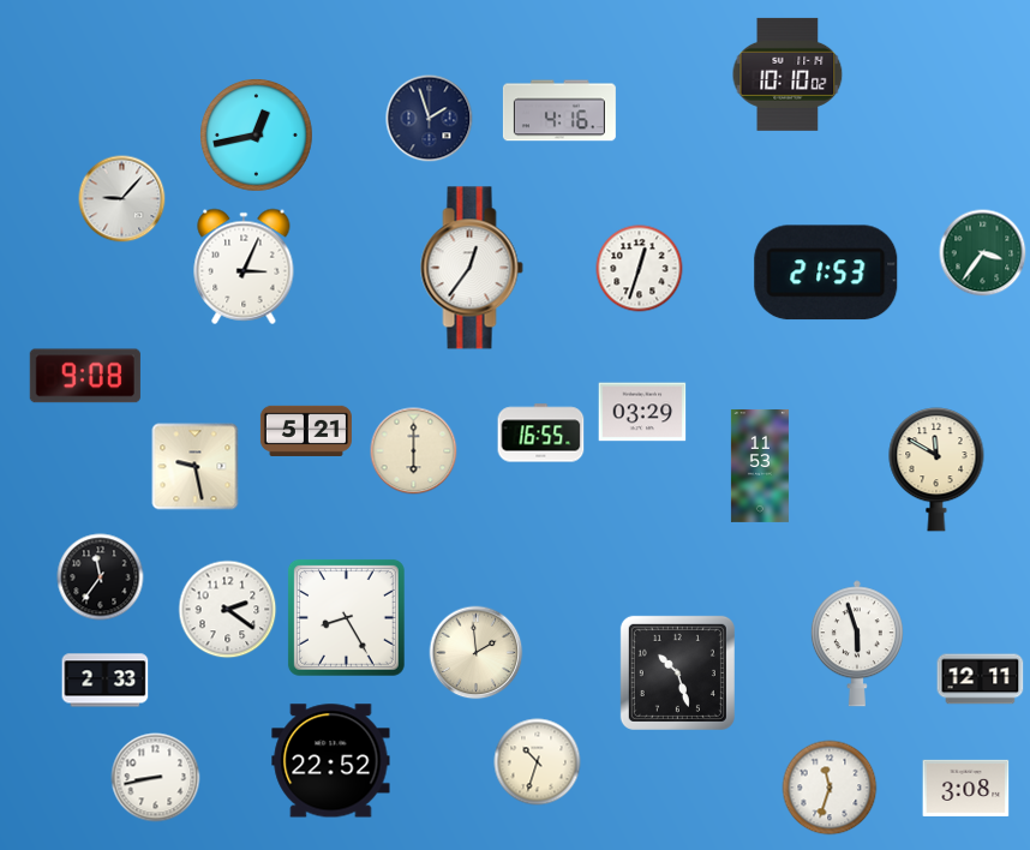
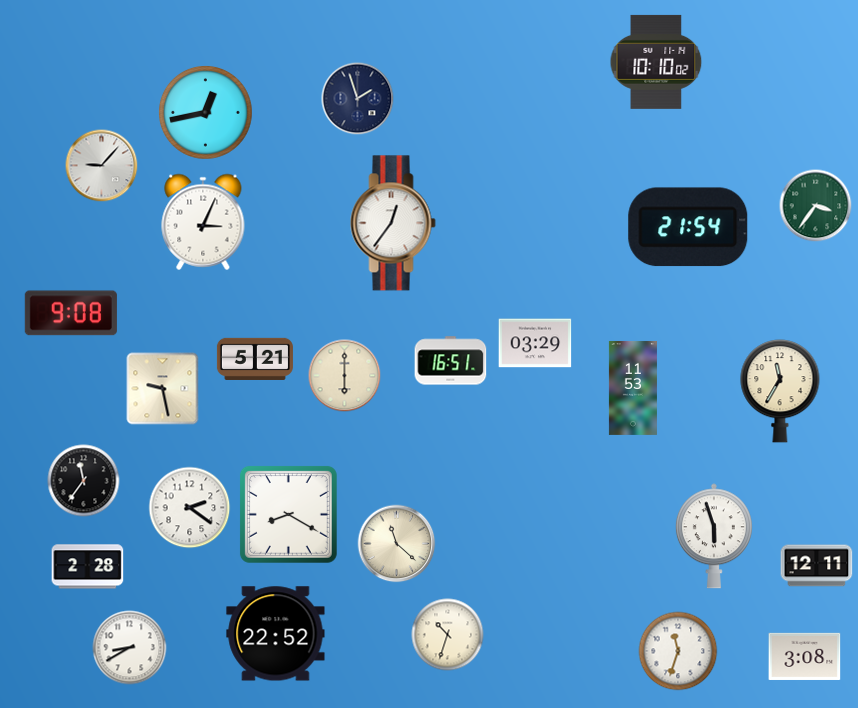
clock at (559, 110): 4:16 -> none
clock at (257, 136) position: (257, 136) -> (206, 113)
clock at (983, 253) position: (983, 253) -> (816, 206)
clock at (640, 269): 12:33 -> none
clock at (826, 273): 21:53 -> 21:54
clock at (541, 433): 16:55 -> 16:51
clock at (936, 469): 11:50 -> 11:35
clock at (346, 617): 8:25 -> 8:20
clock at (477, 653): 1:59 -> 11:22
clock at (677, 672): 10:27 -> none
clock at (106, 681): 2:33 -> 2:28
clock at (156, 778): 8:43 -> 8:40
clock at (830, 788) position: (830, 788) -> (678, 651)
